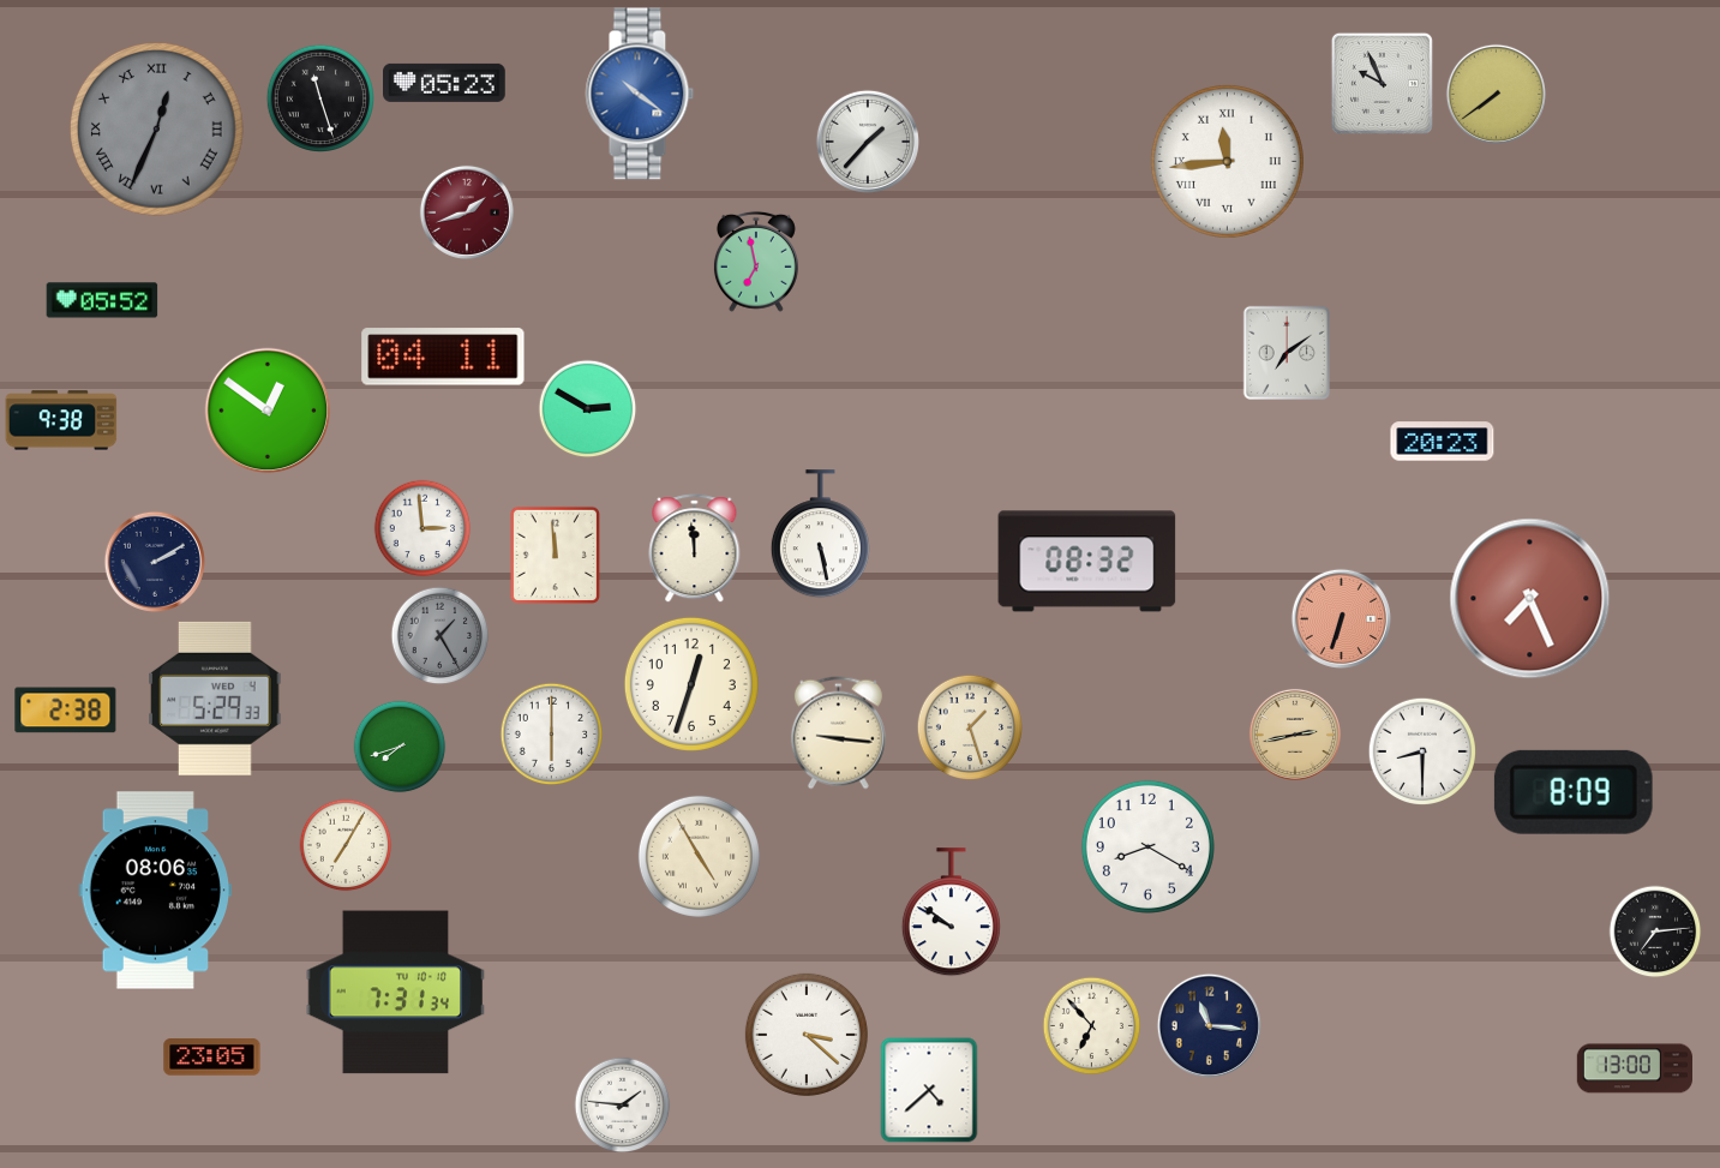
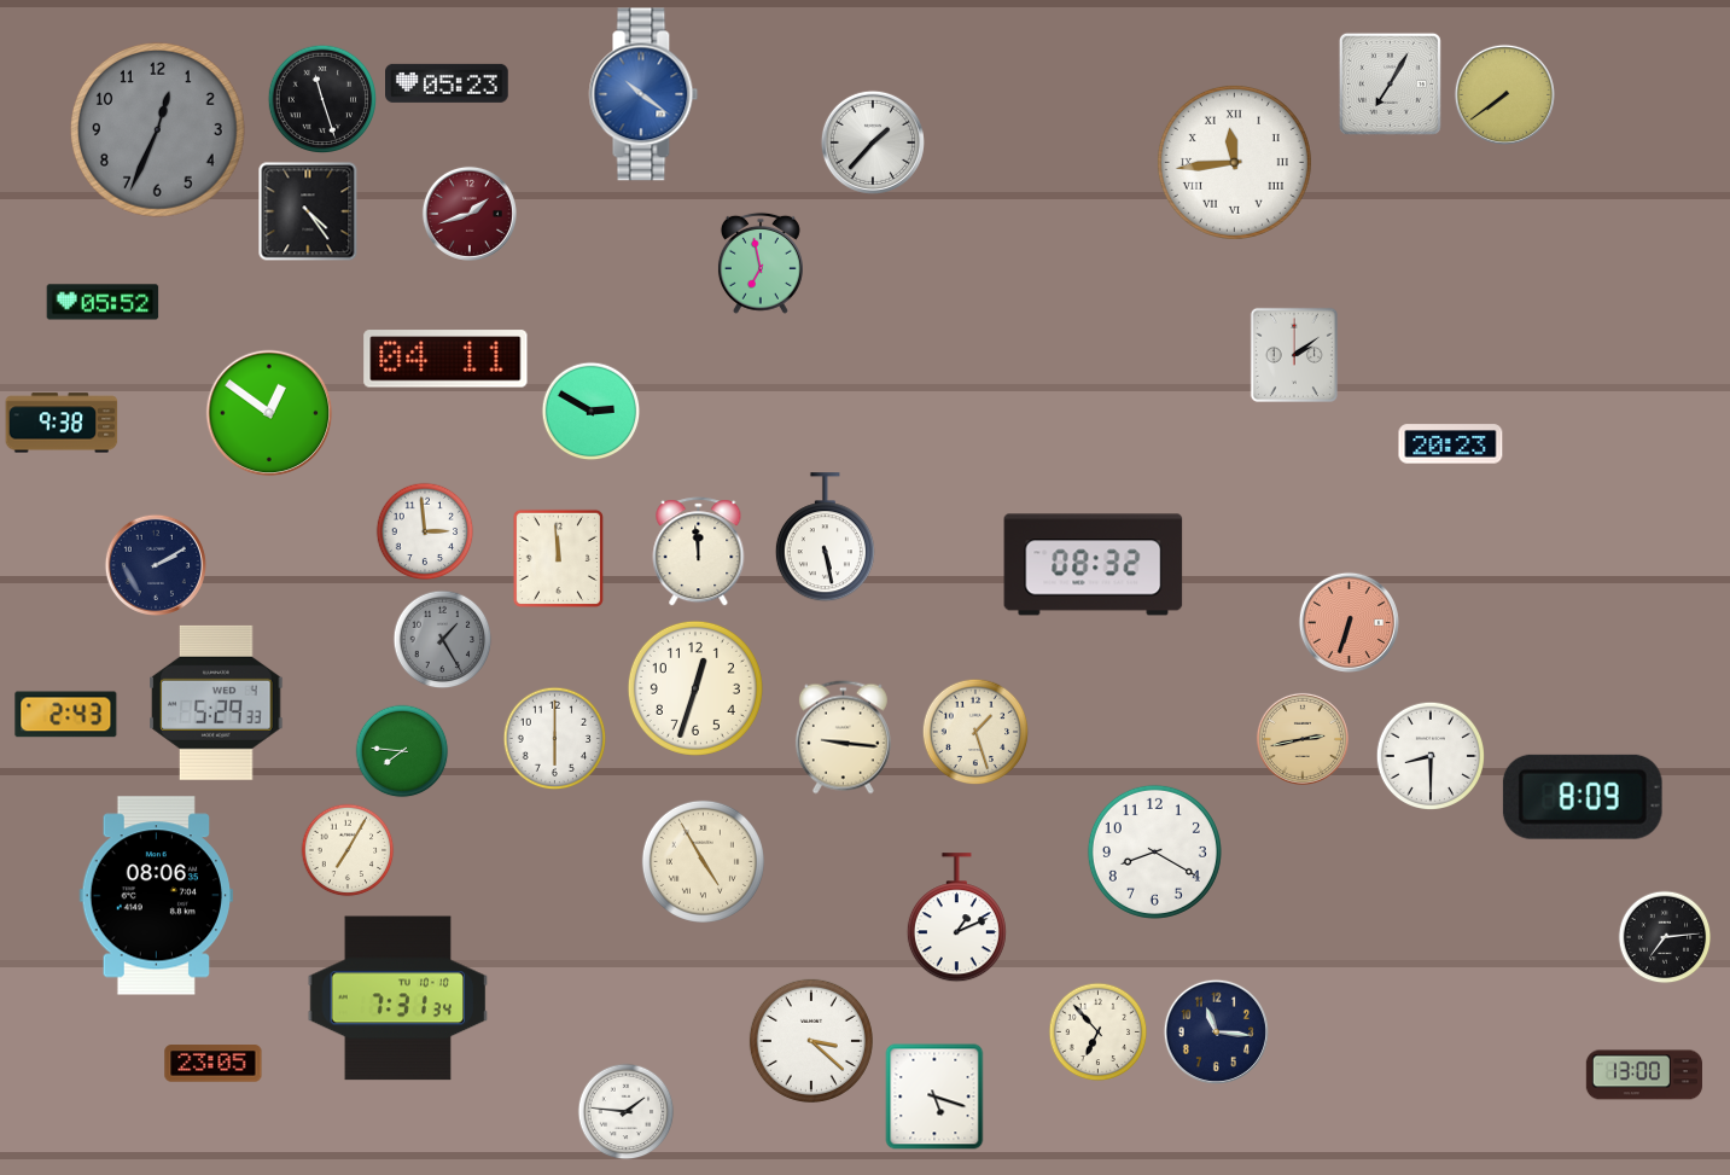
clock at (1382, 83): 9:56 -> 7:05
clock at (156, 128) numerals: Roman -> Arabic
clock at (308, 211): none -> 4:24
clock at (1287, 352): 7:09 -> 2:09
clock at (1530, 599): 7:26 -> none
clock at (66, 711): 2:38 -> 2:43
clock at (400, 747): 7:42 -> 7:46
clock at (951, 912): 9:51 -> 1:11
clock at (929, 1090): 4:38 -> 5:18
